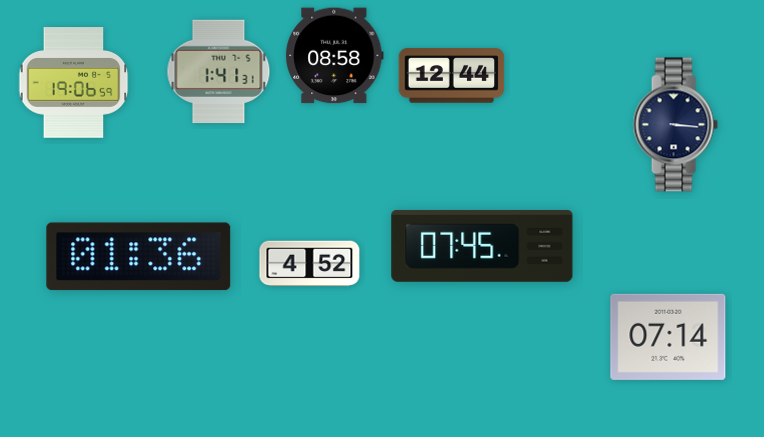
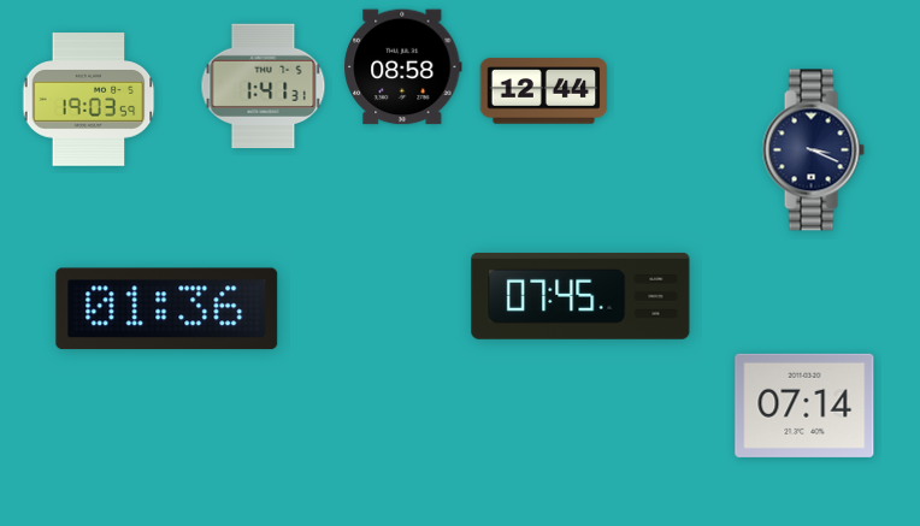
clock at (74, 83): 19:06 -> 19:03
clock at (675, 125): 3:16 -> 3:19
clock at (310, 264): 4:52 -> none
